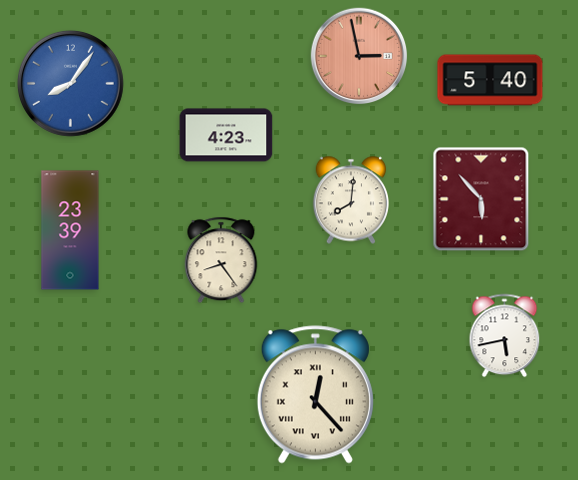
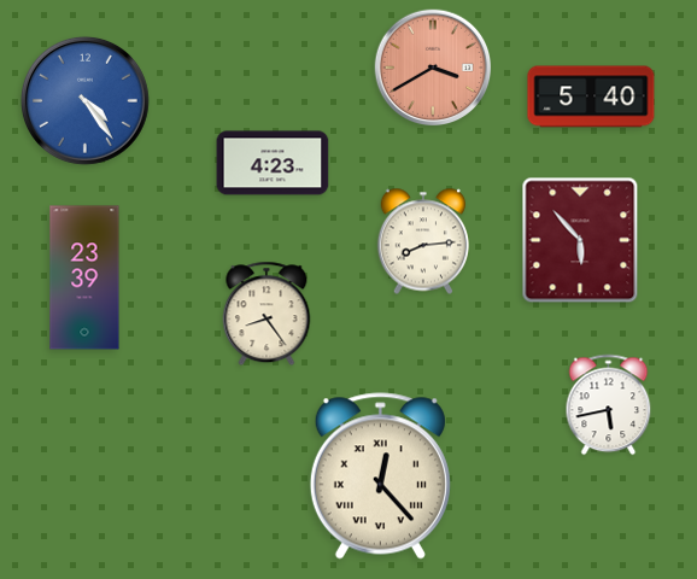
clock at (359, 56): 2:58 -> 3:40
clock at (70, 83): 8:06 -> 4:24
clock at (350, 200): 8:01 -> 8:14
